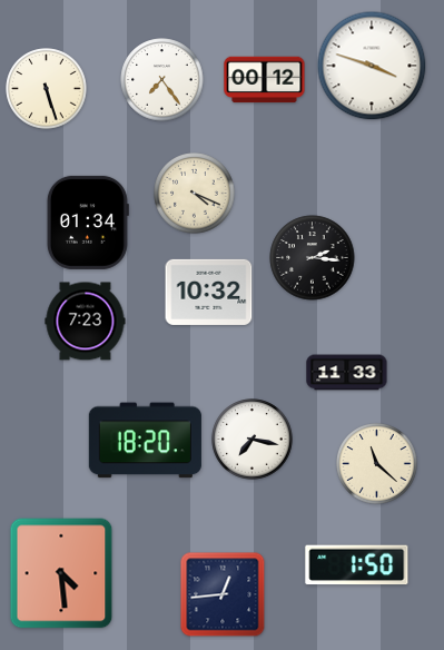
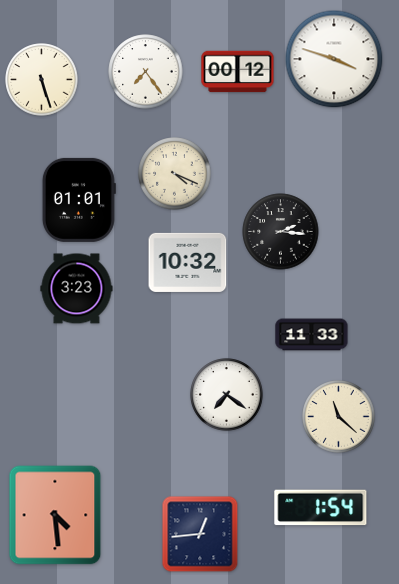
clock at (88, 223): 01:34 -> 01:01
clock at (86, 322): 7:23 -> 3:23
clock at (253, 440): 7:17 -> 7:21
clock at (145, 441): 18:20 -> none
clock at (357, 565): 1:50 -> 1:54
